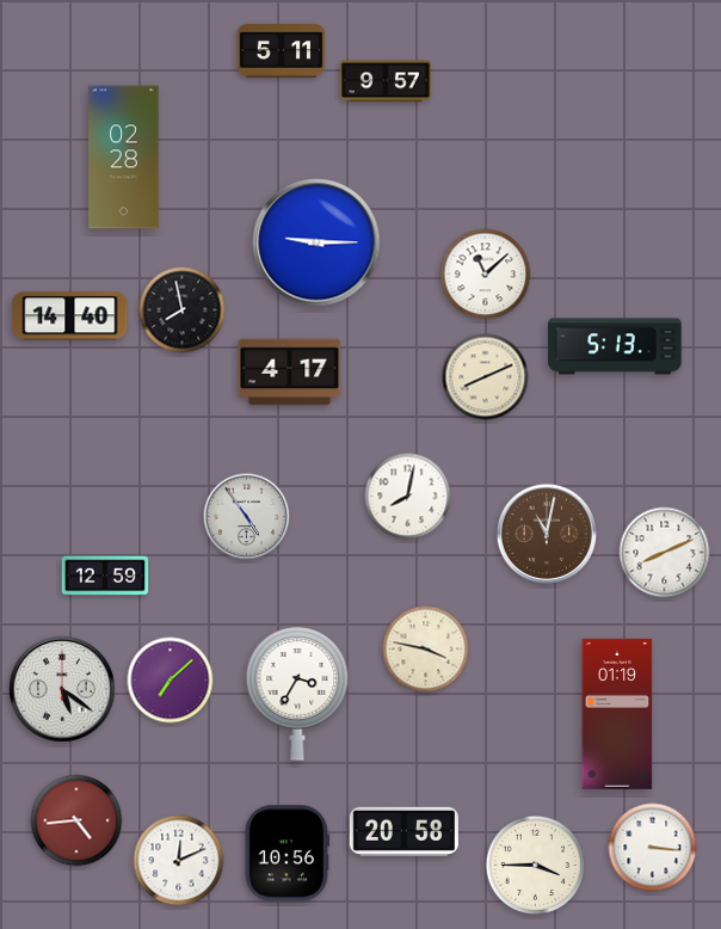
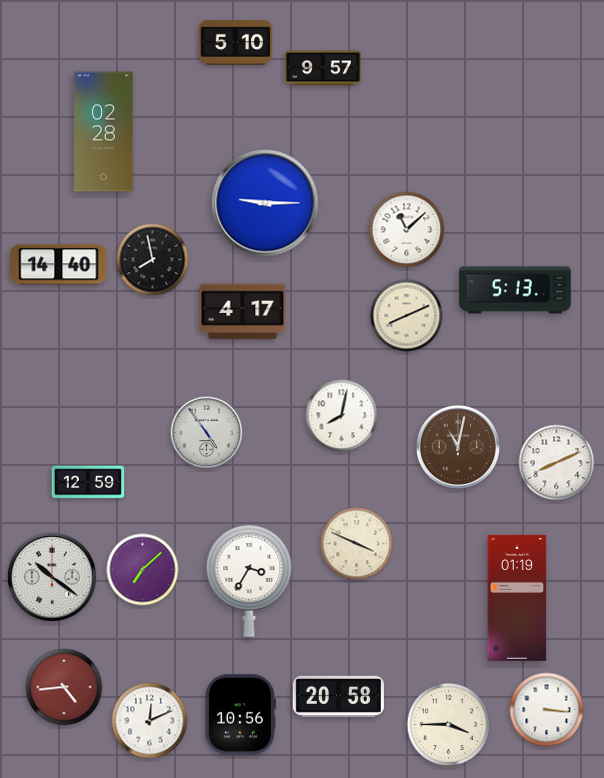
clock at (282, 51): 5:11 -> 5:10
clock at (426, 650): 3:47 -> 3:49
clock at (62, 689): 5:21 -> 10:21
